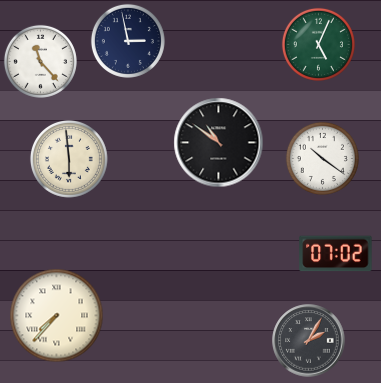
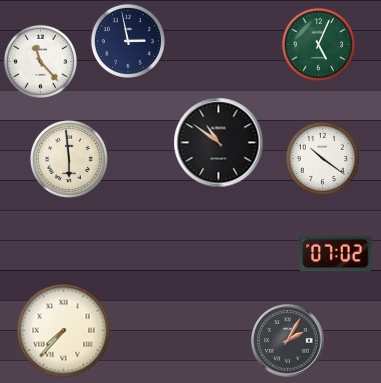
clock at (57, 316) position: (57, 316) -> (64, 331)
clock at (309, 341) position: (309, 341) -> (288, 341)
